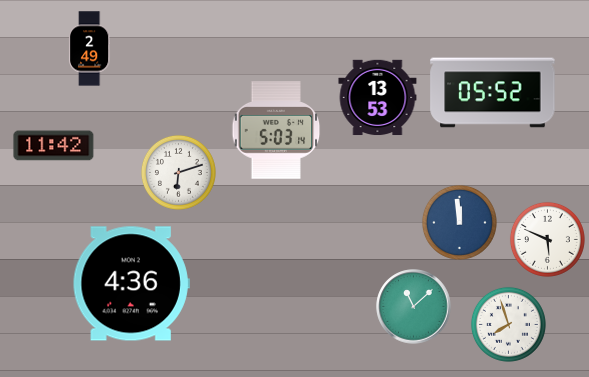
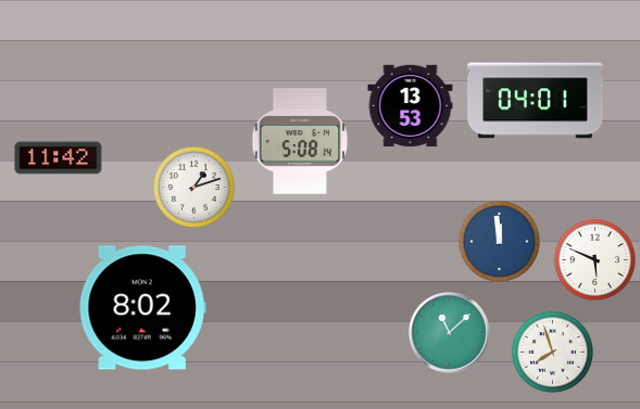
clock at (89, 49): 2:49 -> none
clock at (493, 93): 05:52 -> 04:01
clock at (276, 130): 5:03 -> 5:08
clock at (178, 172): 6:12 -> 1:12
clock at (131, 284): 4:36 -> 8:02
